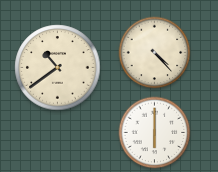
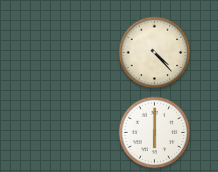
clock at (58, 68): 10:39 -> none
